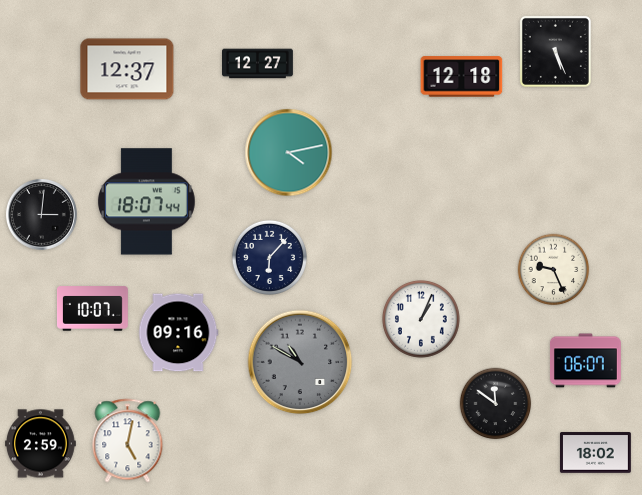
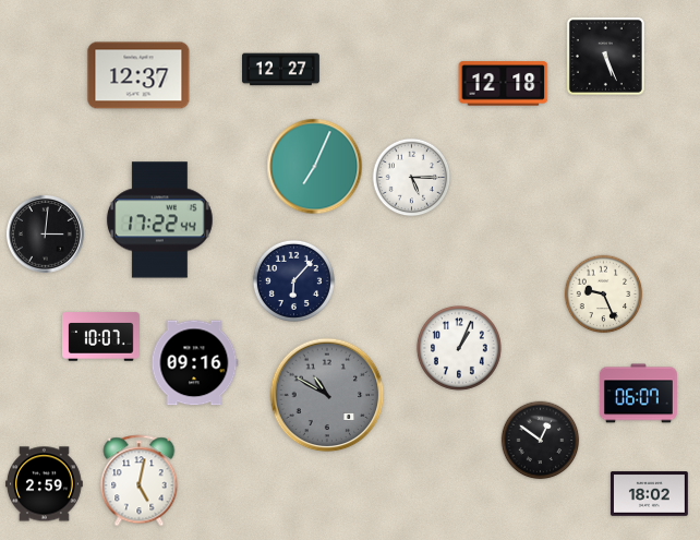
clock at (289, 153): 4:13 -> 7:04
clock at (412, 178): none -> 5:15
clock at (146, 202): 18:07 -> 17:22
clock at (496, 404): 11:51 -> 12:51
